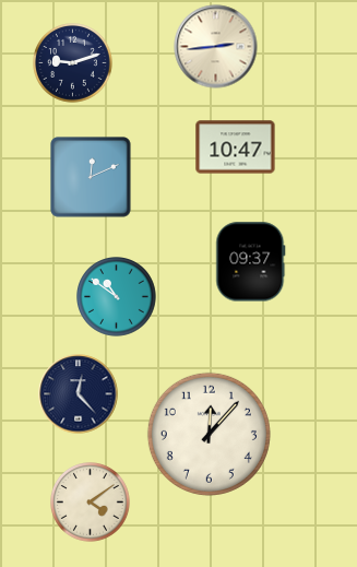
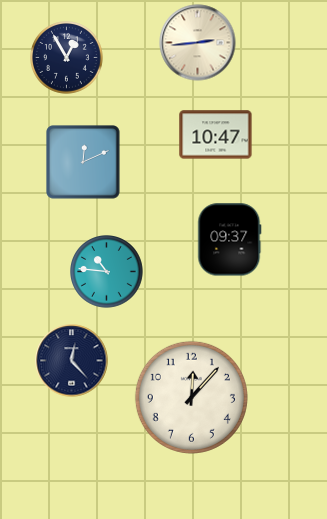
clock at (73, 63): 9:12 -> 12:55
clock at (117, 297): 10:51 -> 10:46
clock at (91, 503): 4:09 -> none
